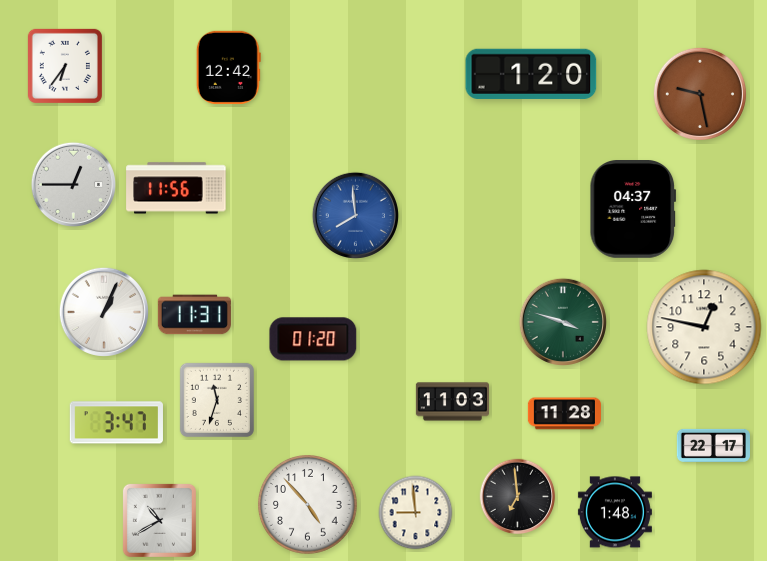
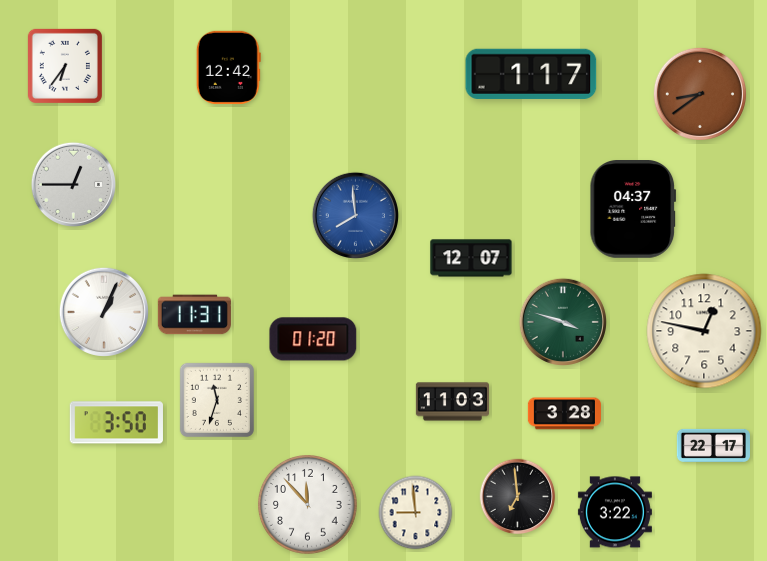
clock at (531, 74): 1:20 -> 1:17
clock at (700, 94): 9:28 -> 8:39
clock at (176, 188): 11:56 -> none
clock at (471, 258): none -> 12:07
clock at (704, 327) position: (704, 327) -> (704, 331)
clock at (564, 414): 11:28 -> 3:28
clock at (116, 423): 3:47 -> 3:50
clock at (308, 505): 4:53 -> 11:53
clock at (615, 512): 1:48 -> 3:22
clock at (159, 520): 10:40 -> none
